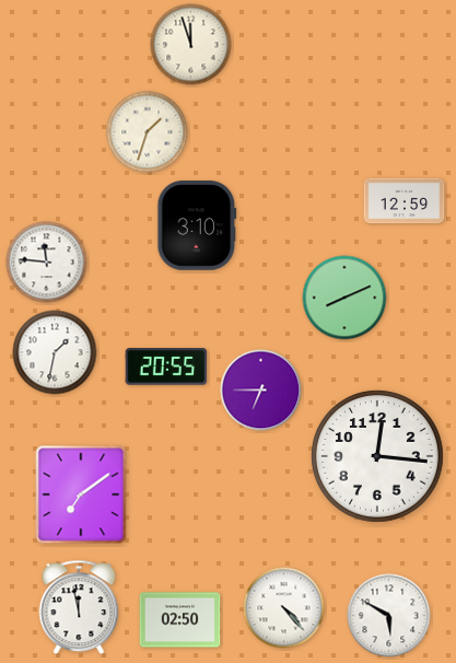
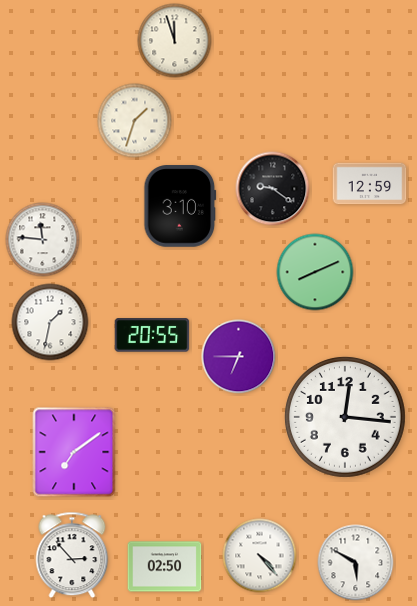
clock at (273, 189): none -> 9:21
clock at (79, 607): 11:58 -> 2:53
